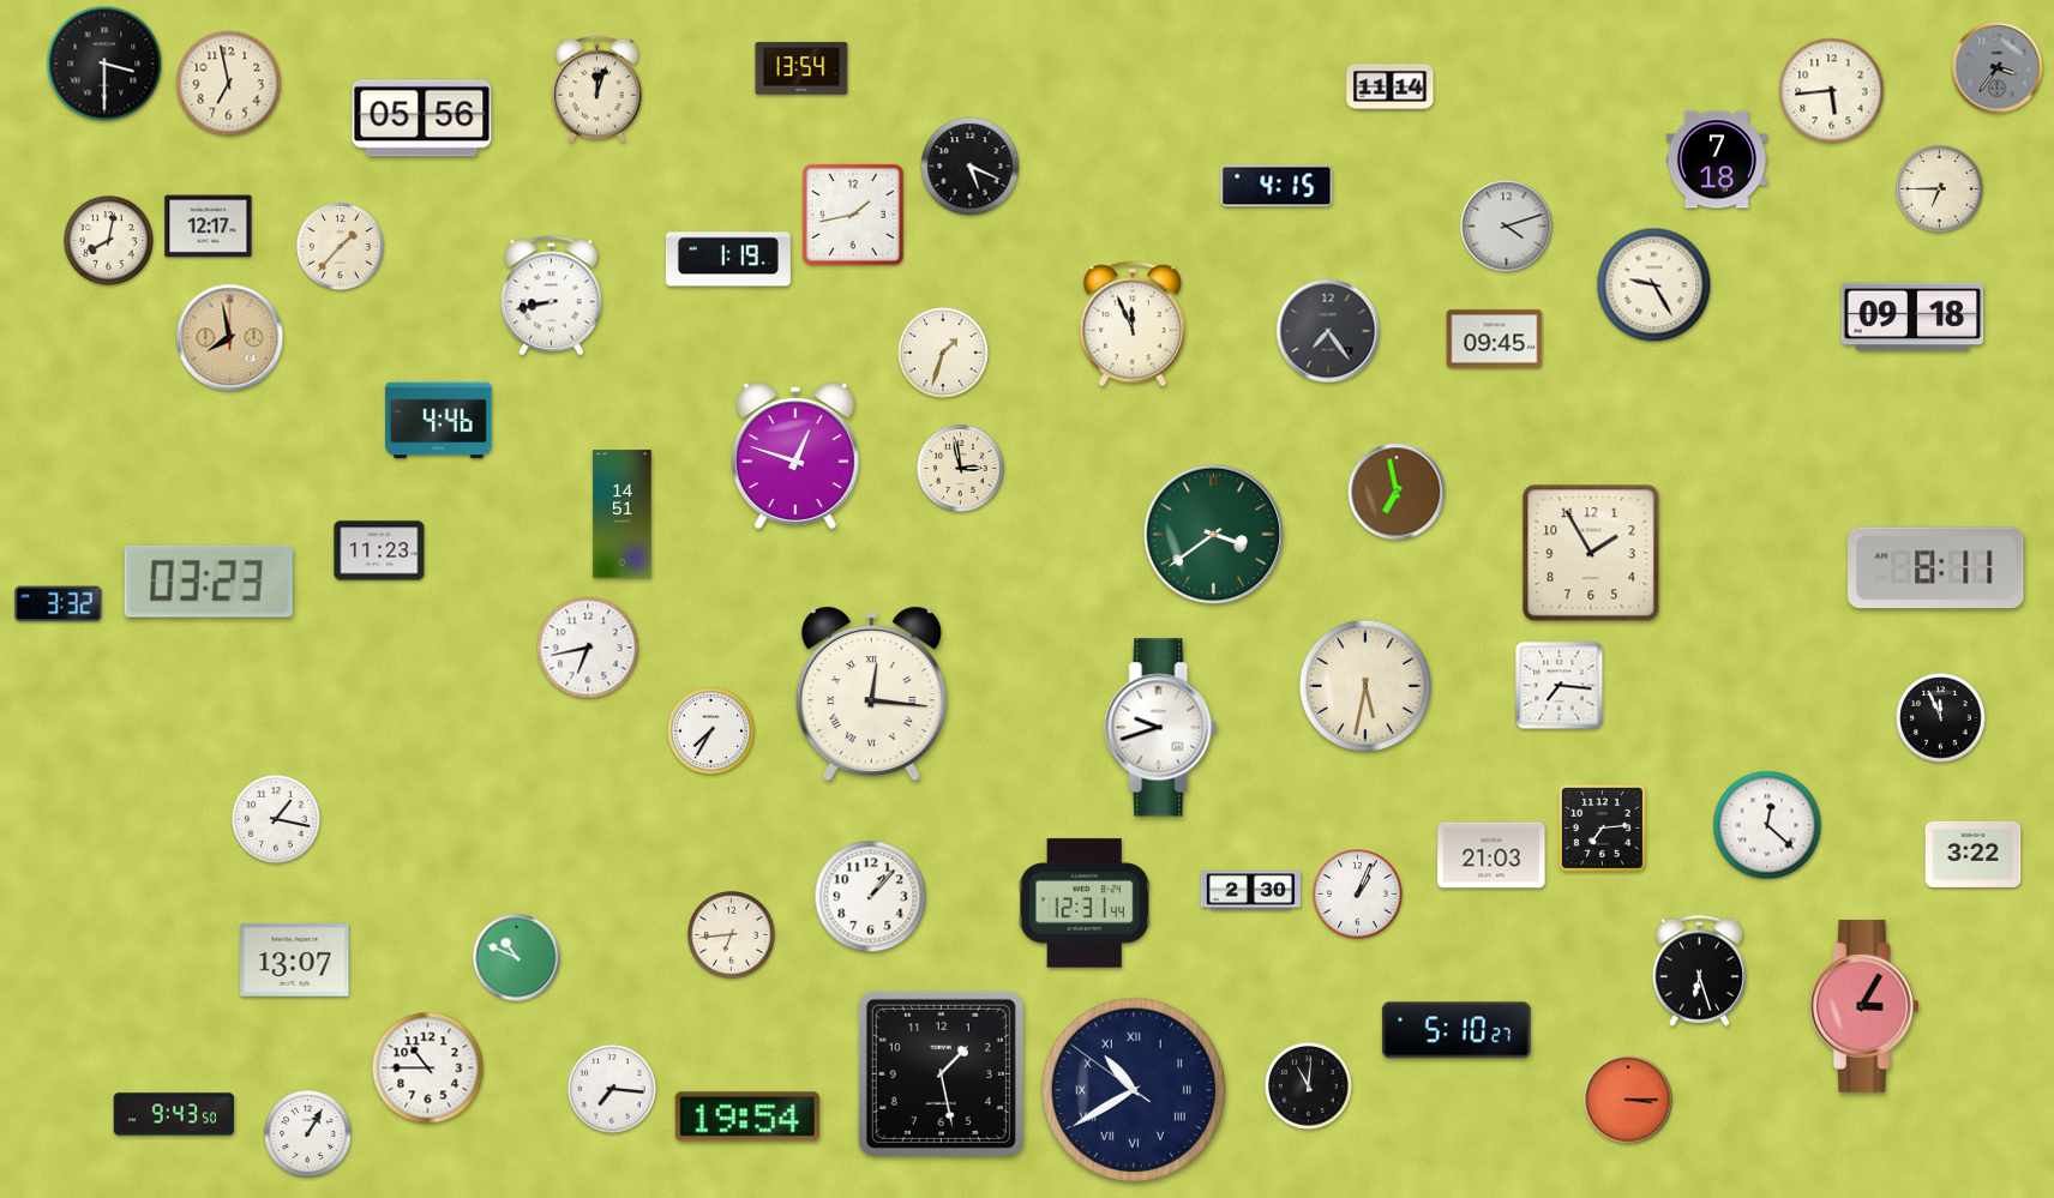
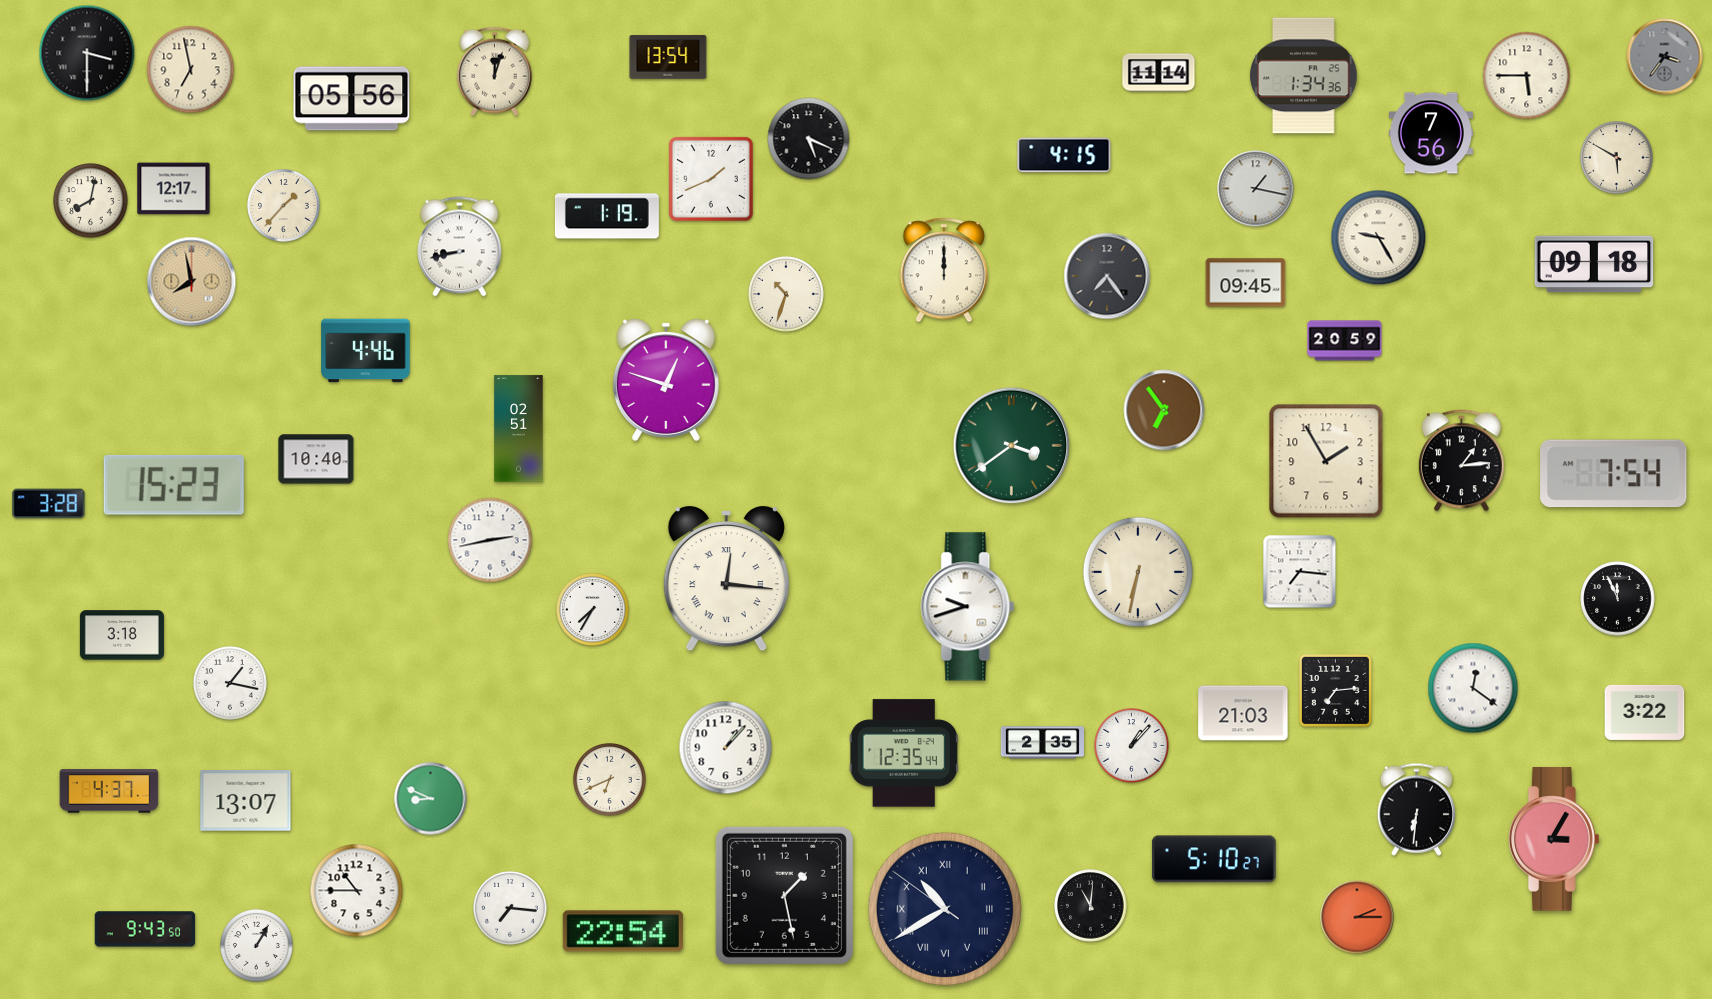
clock at (596, 90) position: (596, 90) -> (494, 72)
clock at (1304, 76): none -> 1:34
clock at (1832, 91): 5:44 -> 5:45
clock at (1717, 159): 7:18 -> 7:56
clock at (1940, 189): 6:45 -> 5:50
clock at (853, 215): 1:43 -> 1:41
clock at (1507, 227): 4:12 -> 1:17
clock at (1131, 324): 11:56 -> 12:00
clock at (943, 353): 1:33 -> 10:33
clock at (1345, 341): none -> 20:59
clock at (795, 456) position: (795, 456) -> (666, 380)
clock at (961, 469): 2:58 -> none
clock at (1397, 492): 6:58 -> 6:54
clock at (623, 514): 14:51 -> 02:51
clock at (379, 550): 11:23 -> 10:40
clock at (1461, 461): none -> 1:14
clock at (1936, 568): 8:11 -> 7:54
clock at (209, 582): 03:23 -> 15:23
clock at (59, 604): 3:32 -> 3:28
clock at (588, 648): 6:43 -> 2:43
clock at (1365, 686): 5:32 -> 6:32
clock at (122, 635): none -> 3:18
clock at (1767, 825): 12:22 -> 12:21
clock at (1250, 891): 2:30 -> 2:35
clock at (1358, 895): 1:04 -> 1:07
clock at (1085, 903): 12:31 -> 12:35
clock at (732, 935): 6:44 -> 6:41
clock at (109, 791): none -> 4:37
clock at (517, 958): 10:49 -> 8:49
clock at (1700, 970): 6:27 -> 6:31
clock at (1628, 1100): 3:15 -> 2:15
clock at (747, 1116): 19:54 -> 22:54
